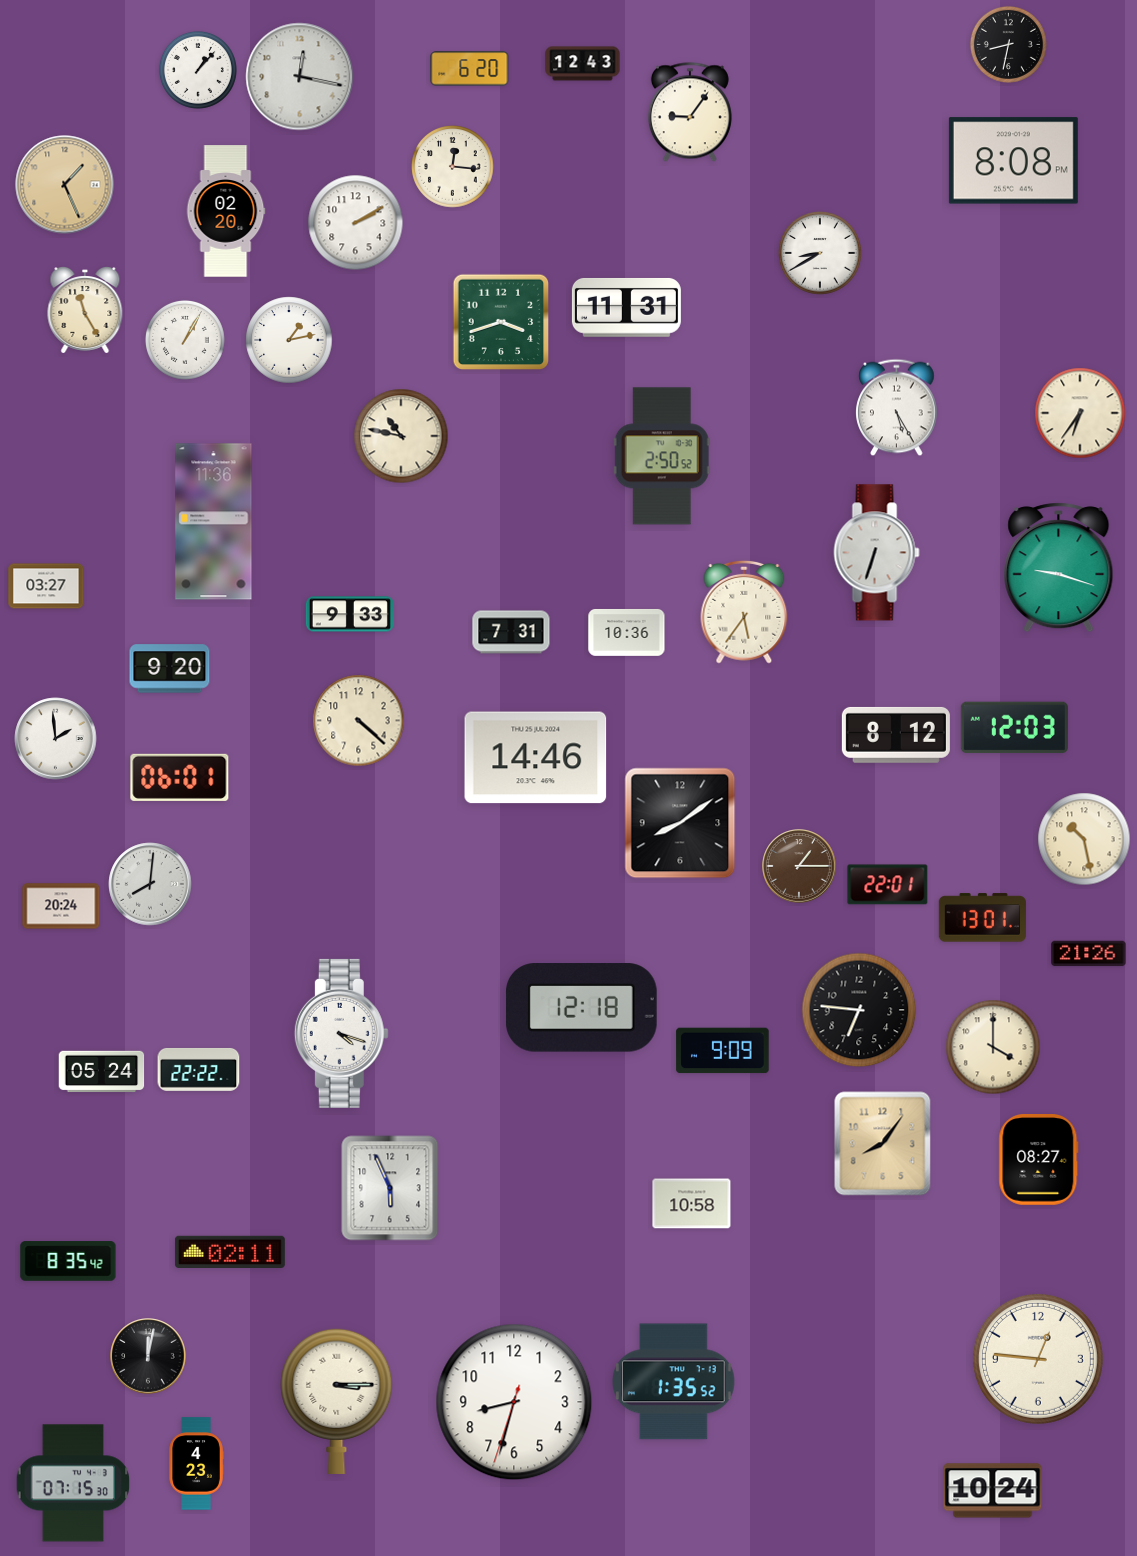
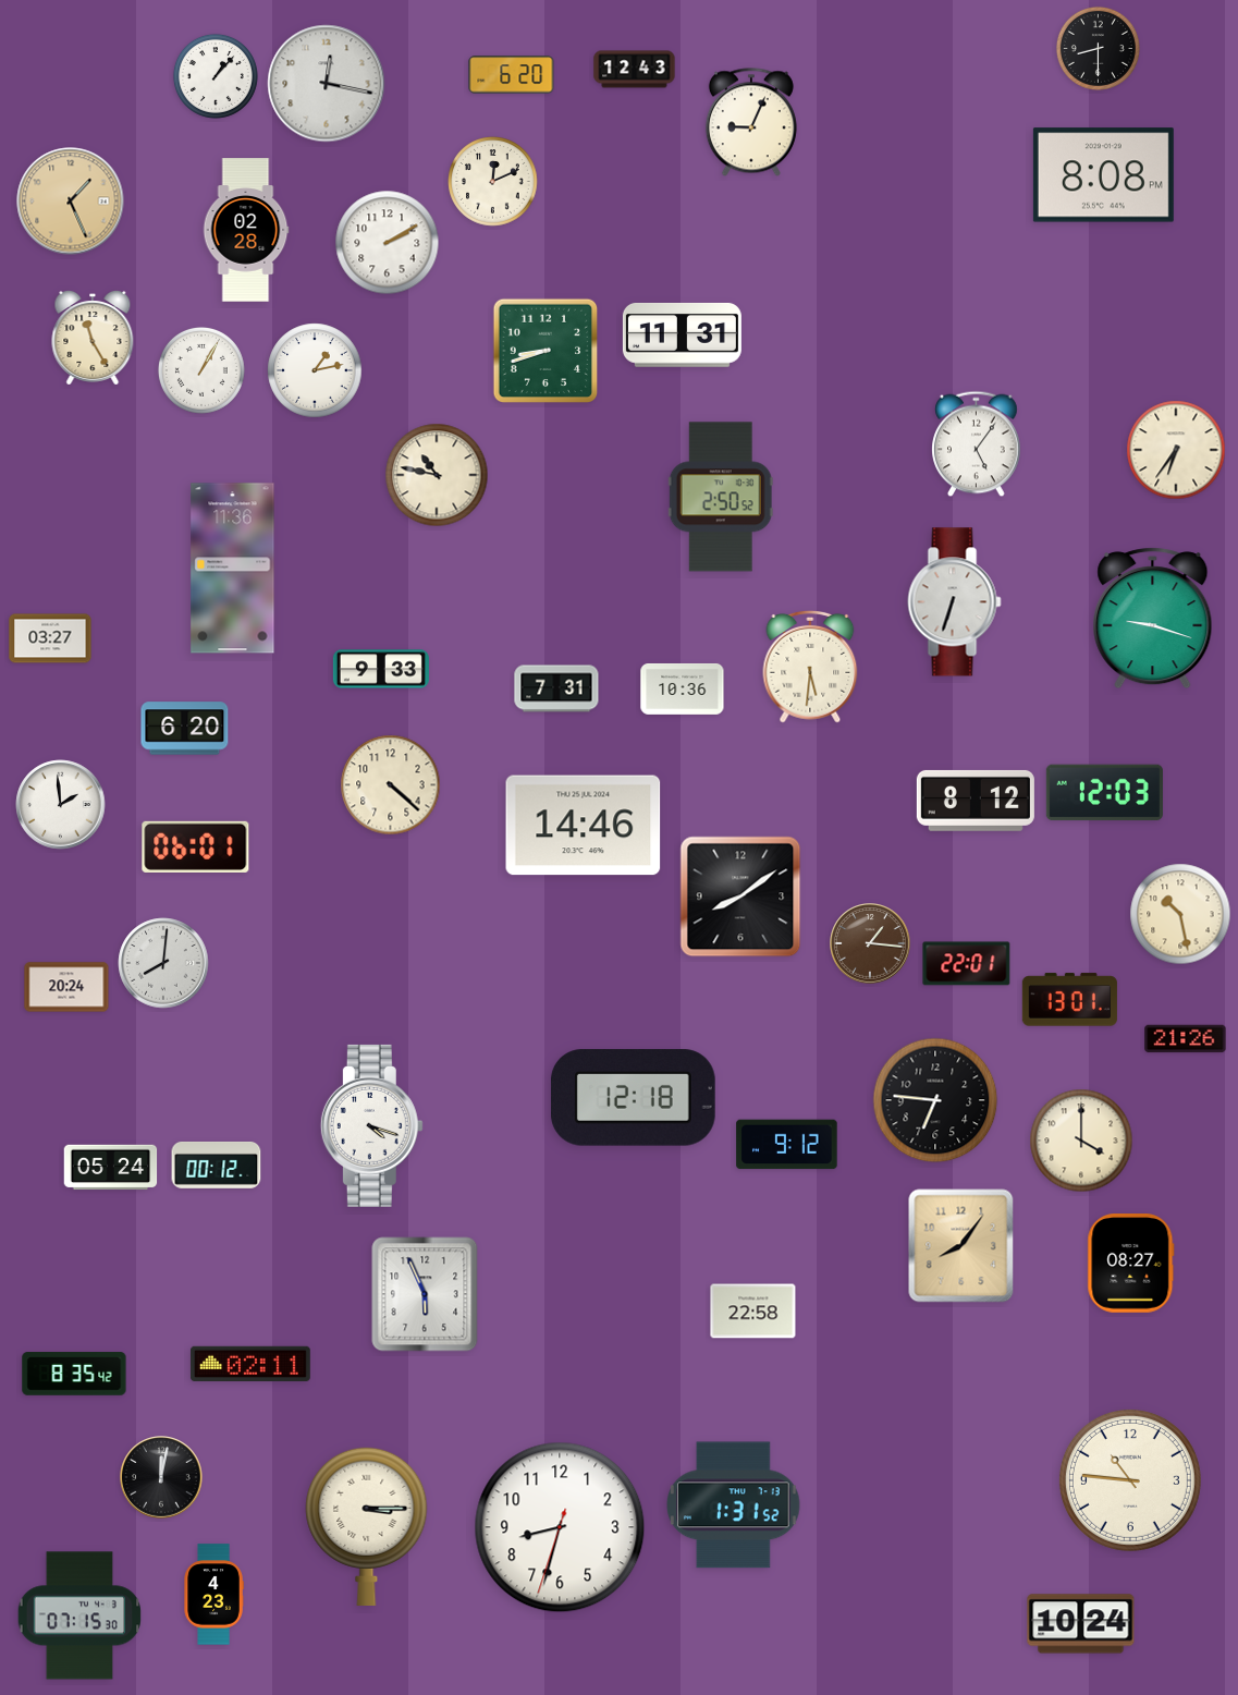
clock at (1008, 44): 8:32 -> 8:30
clock at (690, 112): 9:06 -> 9:04
clock at (453, 167): 12:16 -> 12:11
clock at (226, 211): 02:20 -> 02:28
clock at (820, 253): 8:40 -> none
clock at (501, 322): 3:42 -> 8:42
clock at (897, 408): 5:25 -> 5:06
clock at (744, 612): 5:36 -> 5:31
clock at (170, 669): 9:20 -> 6:20
clock at (799, 866): 1:15 -> 1:16
clock at (723, 1051): 9:09 -> 9:12
clock at (199, 1070): 22:22 -> 00:12
clock at (692, 1204): 10:58 -> 22:58
clock at (1038, 1359): 12:46 -> 10:46
clock at (674, 1382): 1:35 -> 1:31
